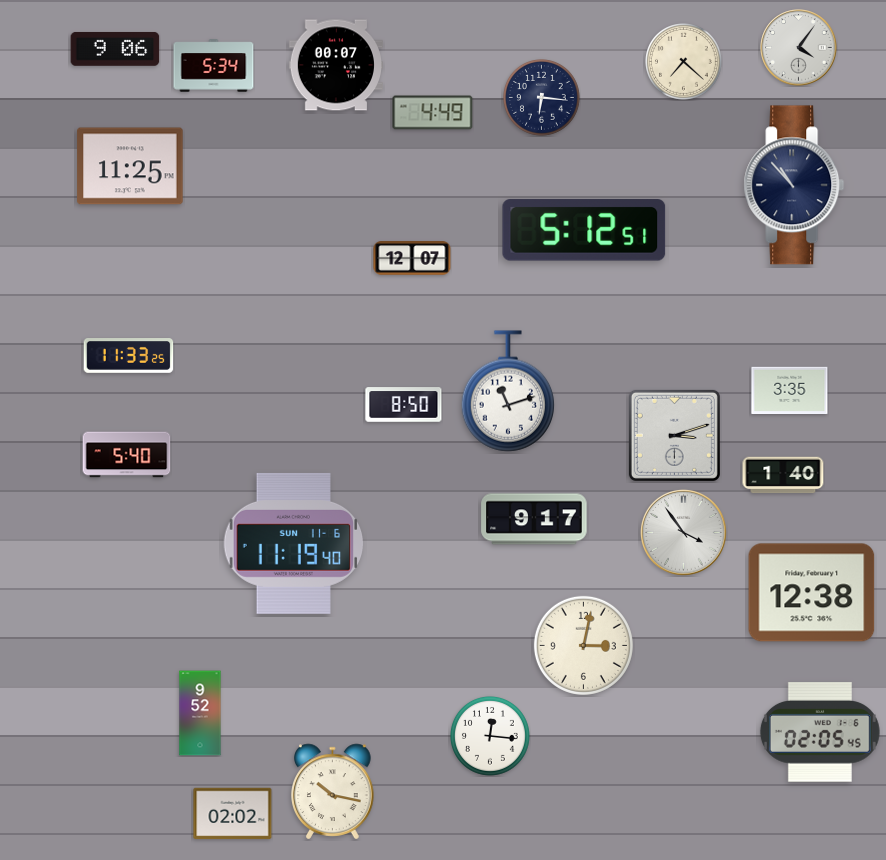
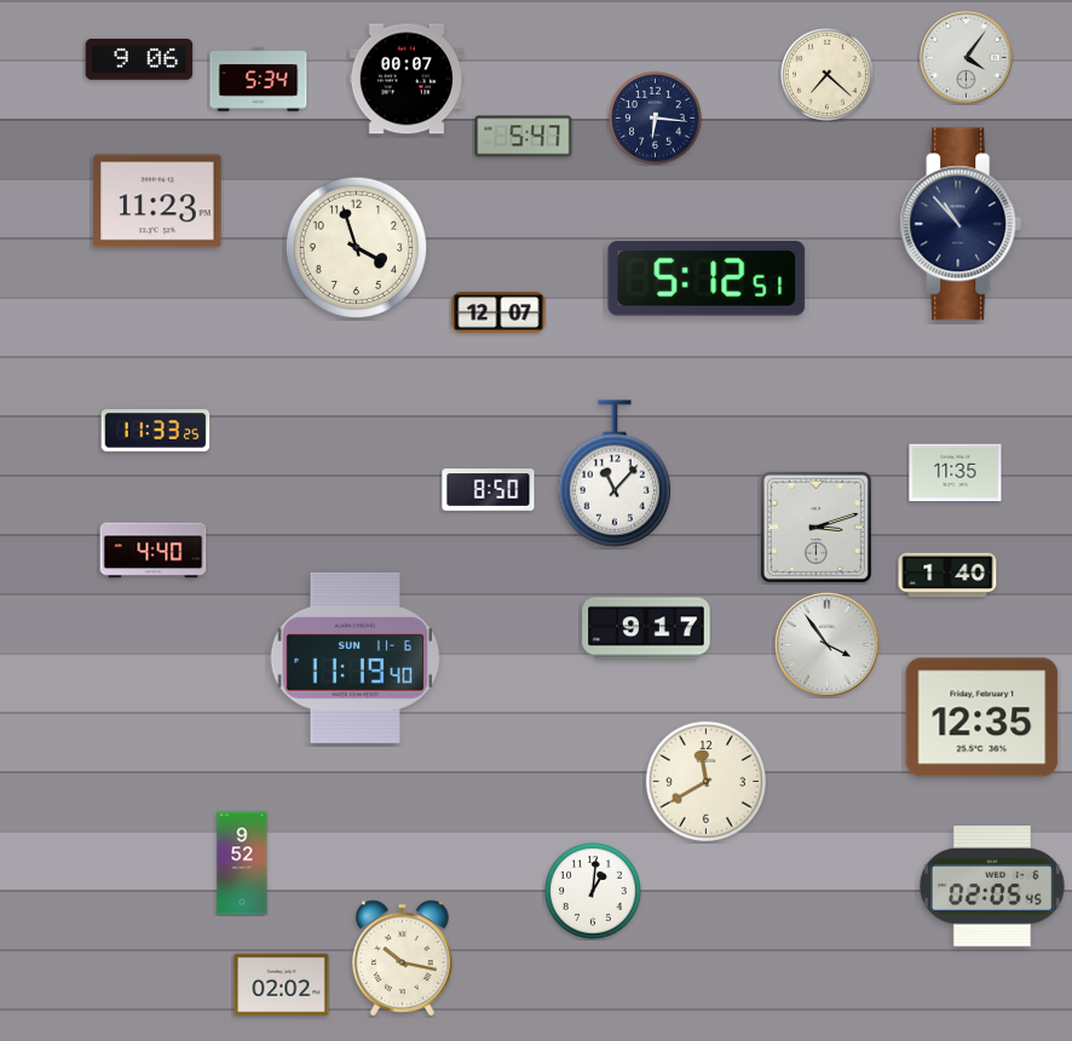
clock at (433, 113): 4:49 -> 5:47
clock at (130, 166): 11:25 -> 11:23
clock at (357, 248): none -> 3:57
clock at (507, 391): 11:12 -> 11:07
clock at (790, 391): 3:35 -> 11:35
clock at (127, 455): 5:40 -> 4:40
clock at (812, 593): 12:38 -> 12:35
clock at (583, 645): 3:02 -> 11:40
clock at (490, 736): 12:16 -> 1:01
